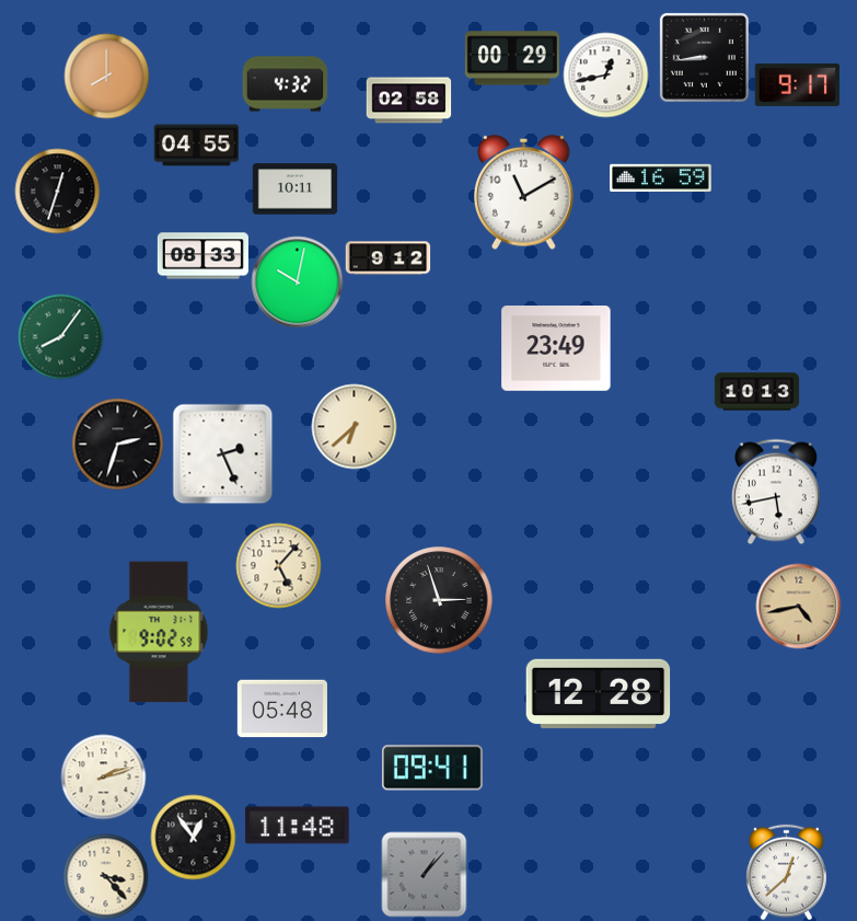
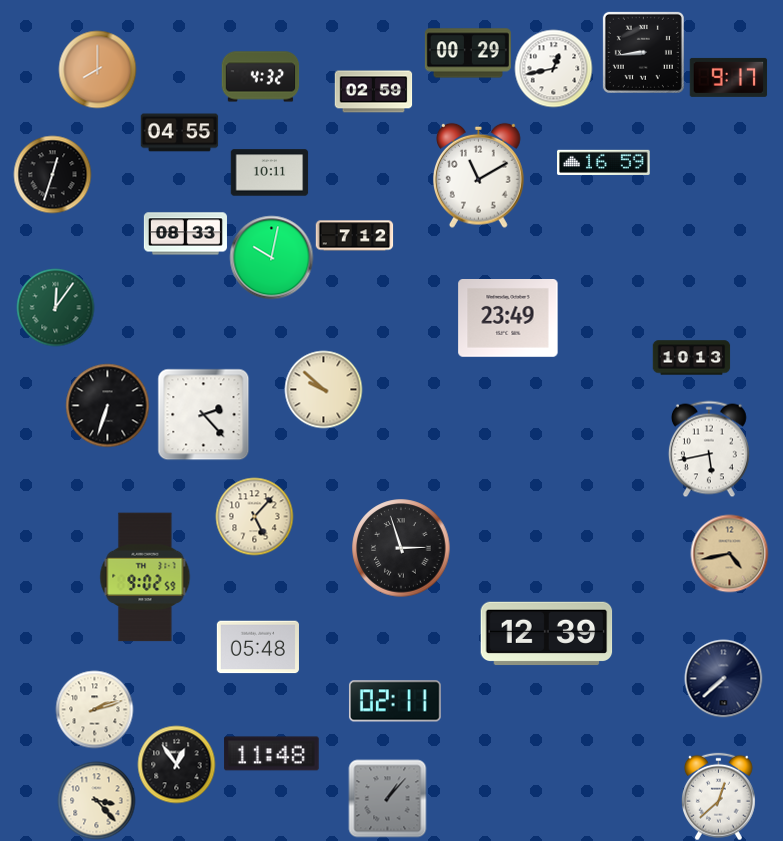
clock at (408, 101): 02:58 -> 02:59
clock at (387, 258): 9:12 -> 7:12
clock at (60, 336): 8:06 -> 12:06
clock at (354, 426): 6:38 -> 9:52
clock at (117, 444): 2:33 -> 6:33
clock at (222, 453): 2:26 -> 2:23
clock at (599, 694): 12:28 -> 12:39
clock at (723, 678): none -> 7:38
clock at (432, 768): 09:41 -> 02:11
